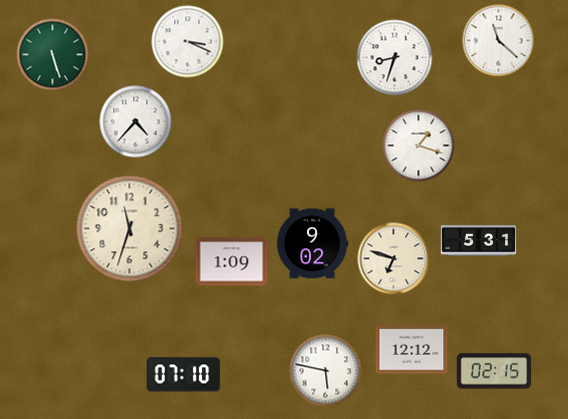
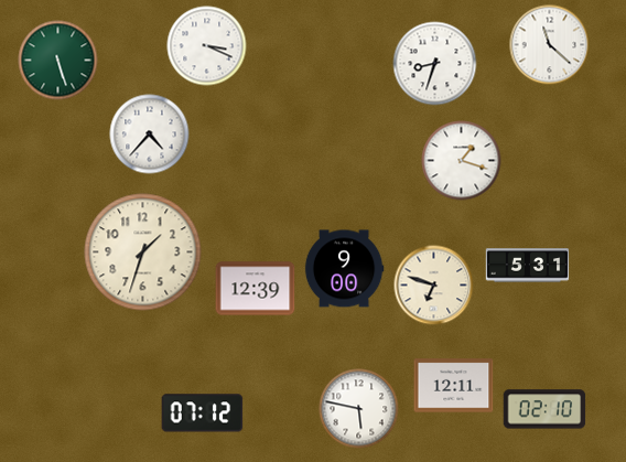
clock at (130, 229): 11:33 -> 1:33
clock at (312, 244): 9:02 -> 9:00
clock at (232, 262): 1:09 -> 12:39
clock at (412, 350): 12:12 -> 12:11
clock at (494, 371): 02:15 -> 02:10
clock at (184, 375): 07:10 -> 07:12
